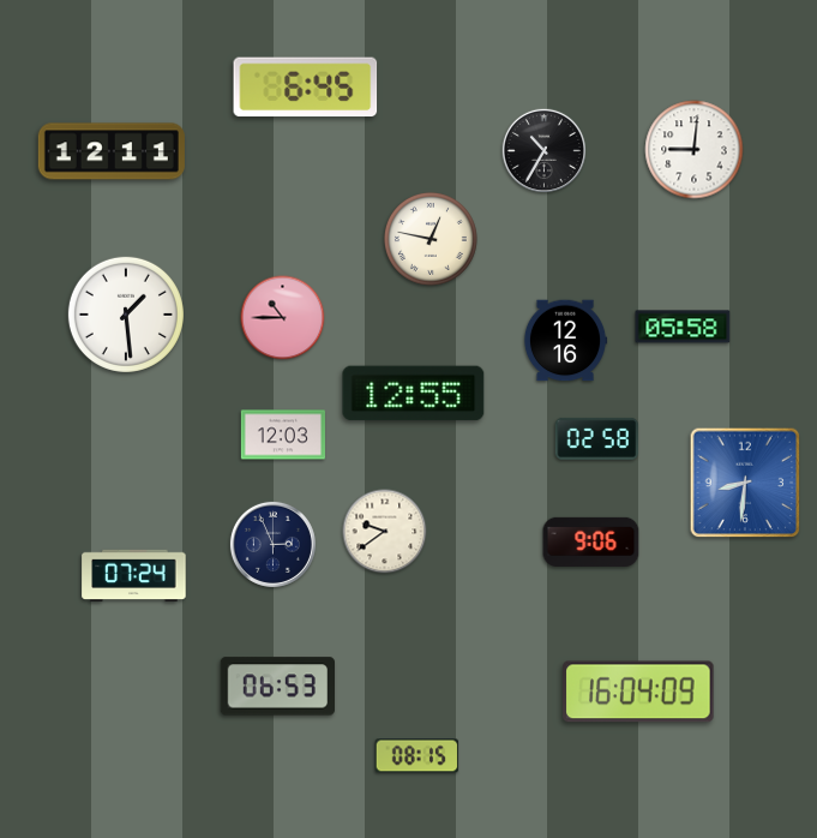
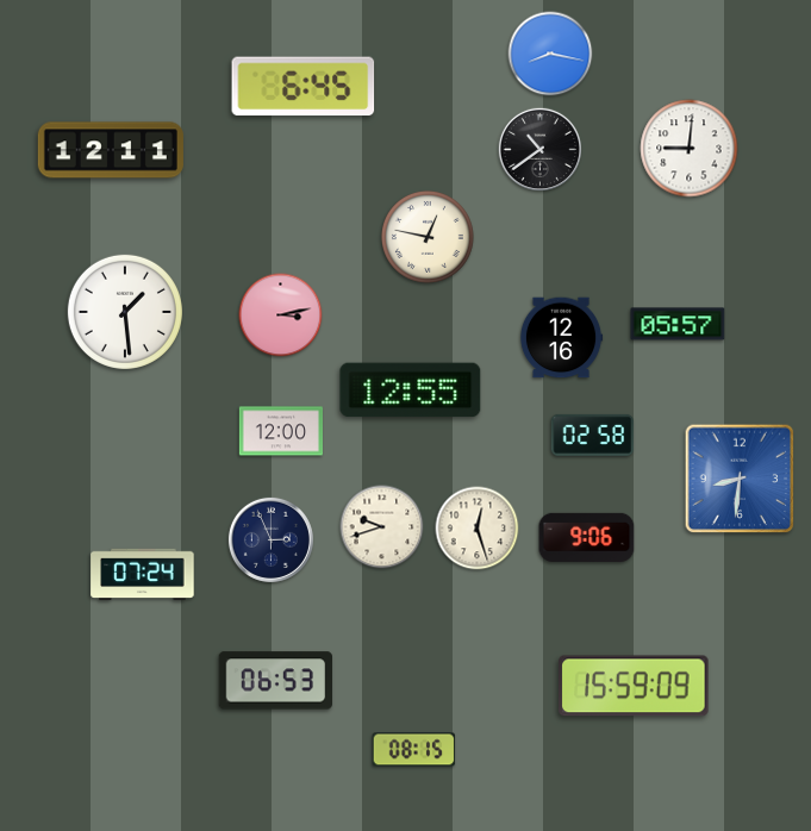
clock at (550, 54): none -> 8:17
clock at (543, 150): 10:35 -> 10:39
clock at (283, 318): 10:45 -> 3:13
clock at (683, 327): 05:58 -> 05:57
clock at (282, 435): 12:03 -> 12:00
clock at (385, 532): 9:39 -> 9:42
clock at (478, 529): none -> 12:27
clock at (134, 576) position: (134, 576) -> (143, 575)
clock at (638, 692): 16:04 -> 15:59
